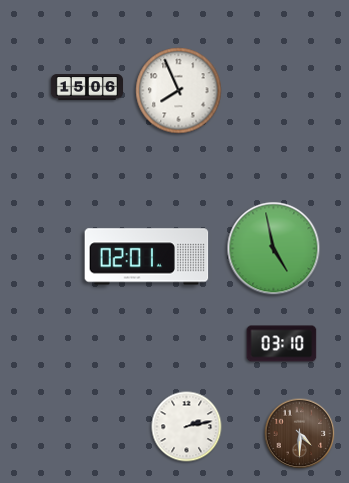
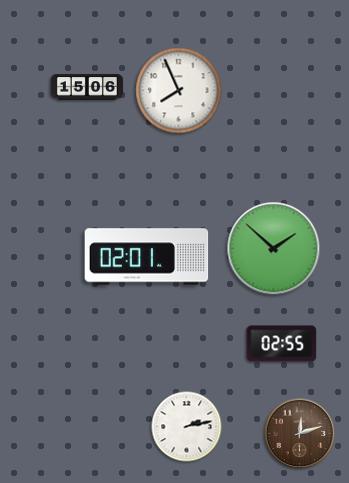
clock at (274, 249): 4:58 -> 1:52
clock at (282, 344): 03:10 -> 02:55
clock at (300, 434): 4:30 -> 12:12
